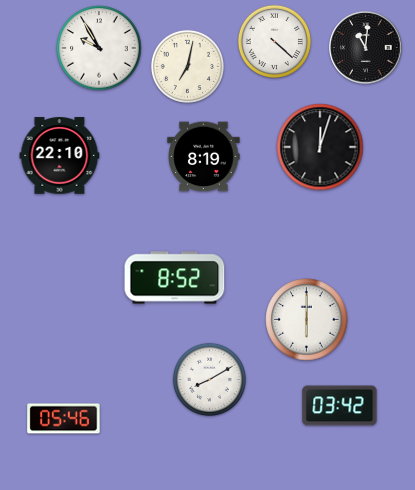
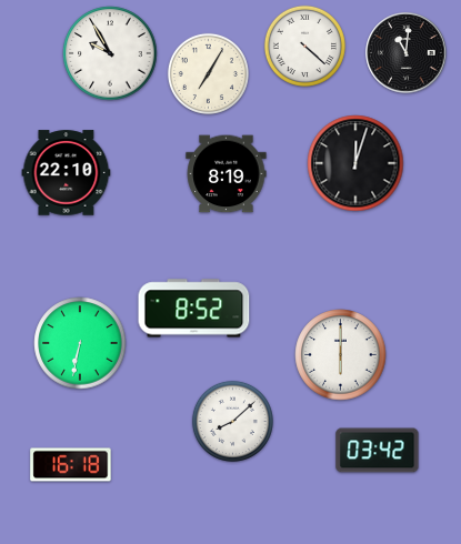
clock at (187, 66): 7:02 -> 7:05
clock at (80, 343): none -> 6:32
clock at (209, 379): 8:10 -> 8:08
clock at (64, 419): 05:46 -> 16:18
